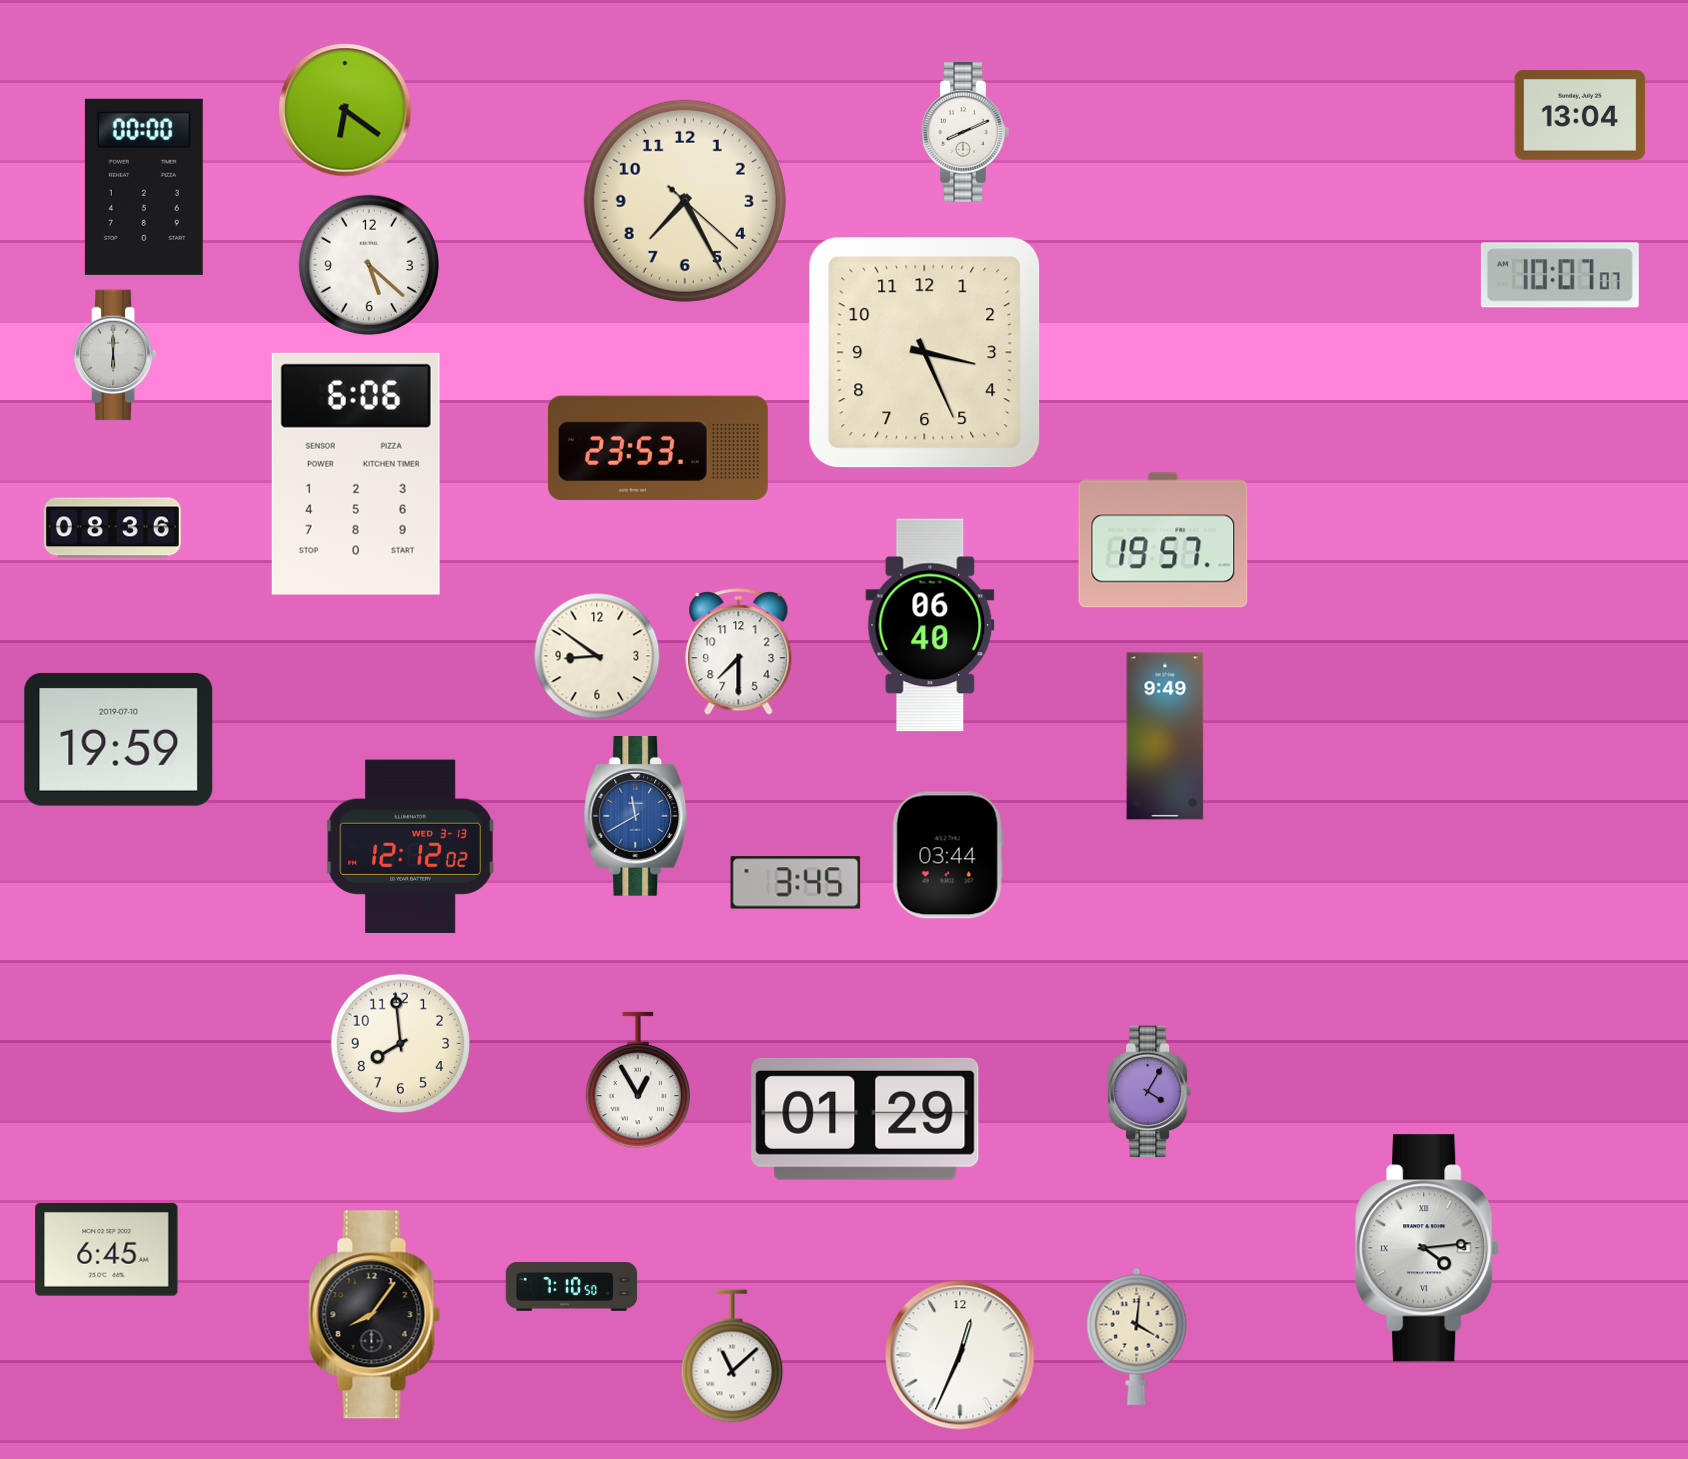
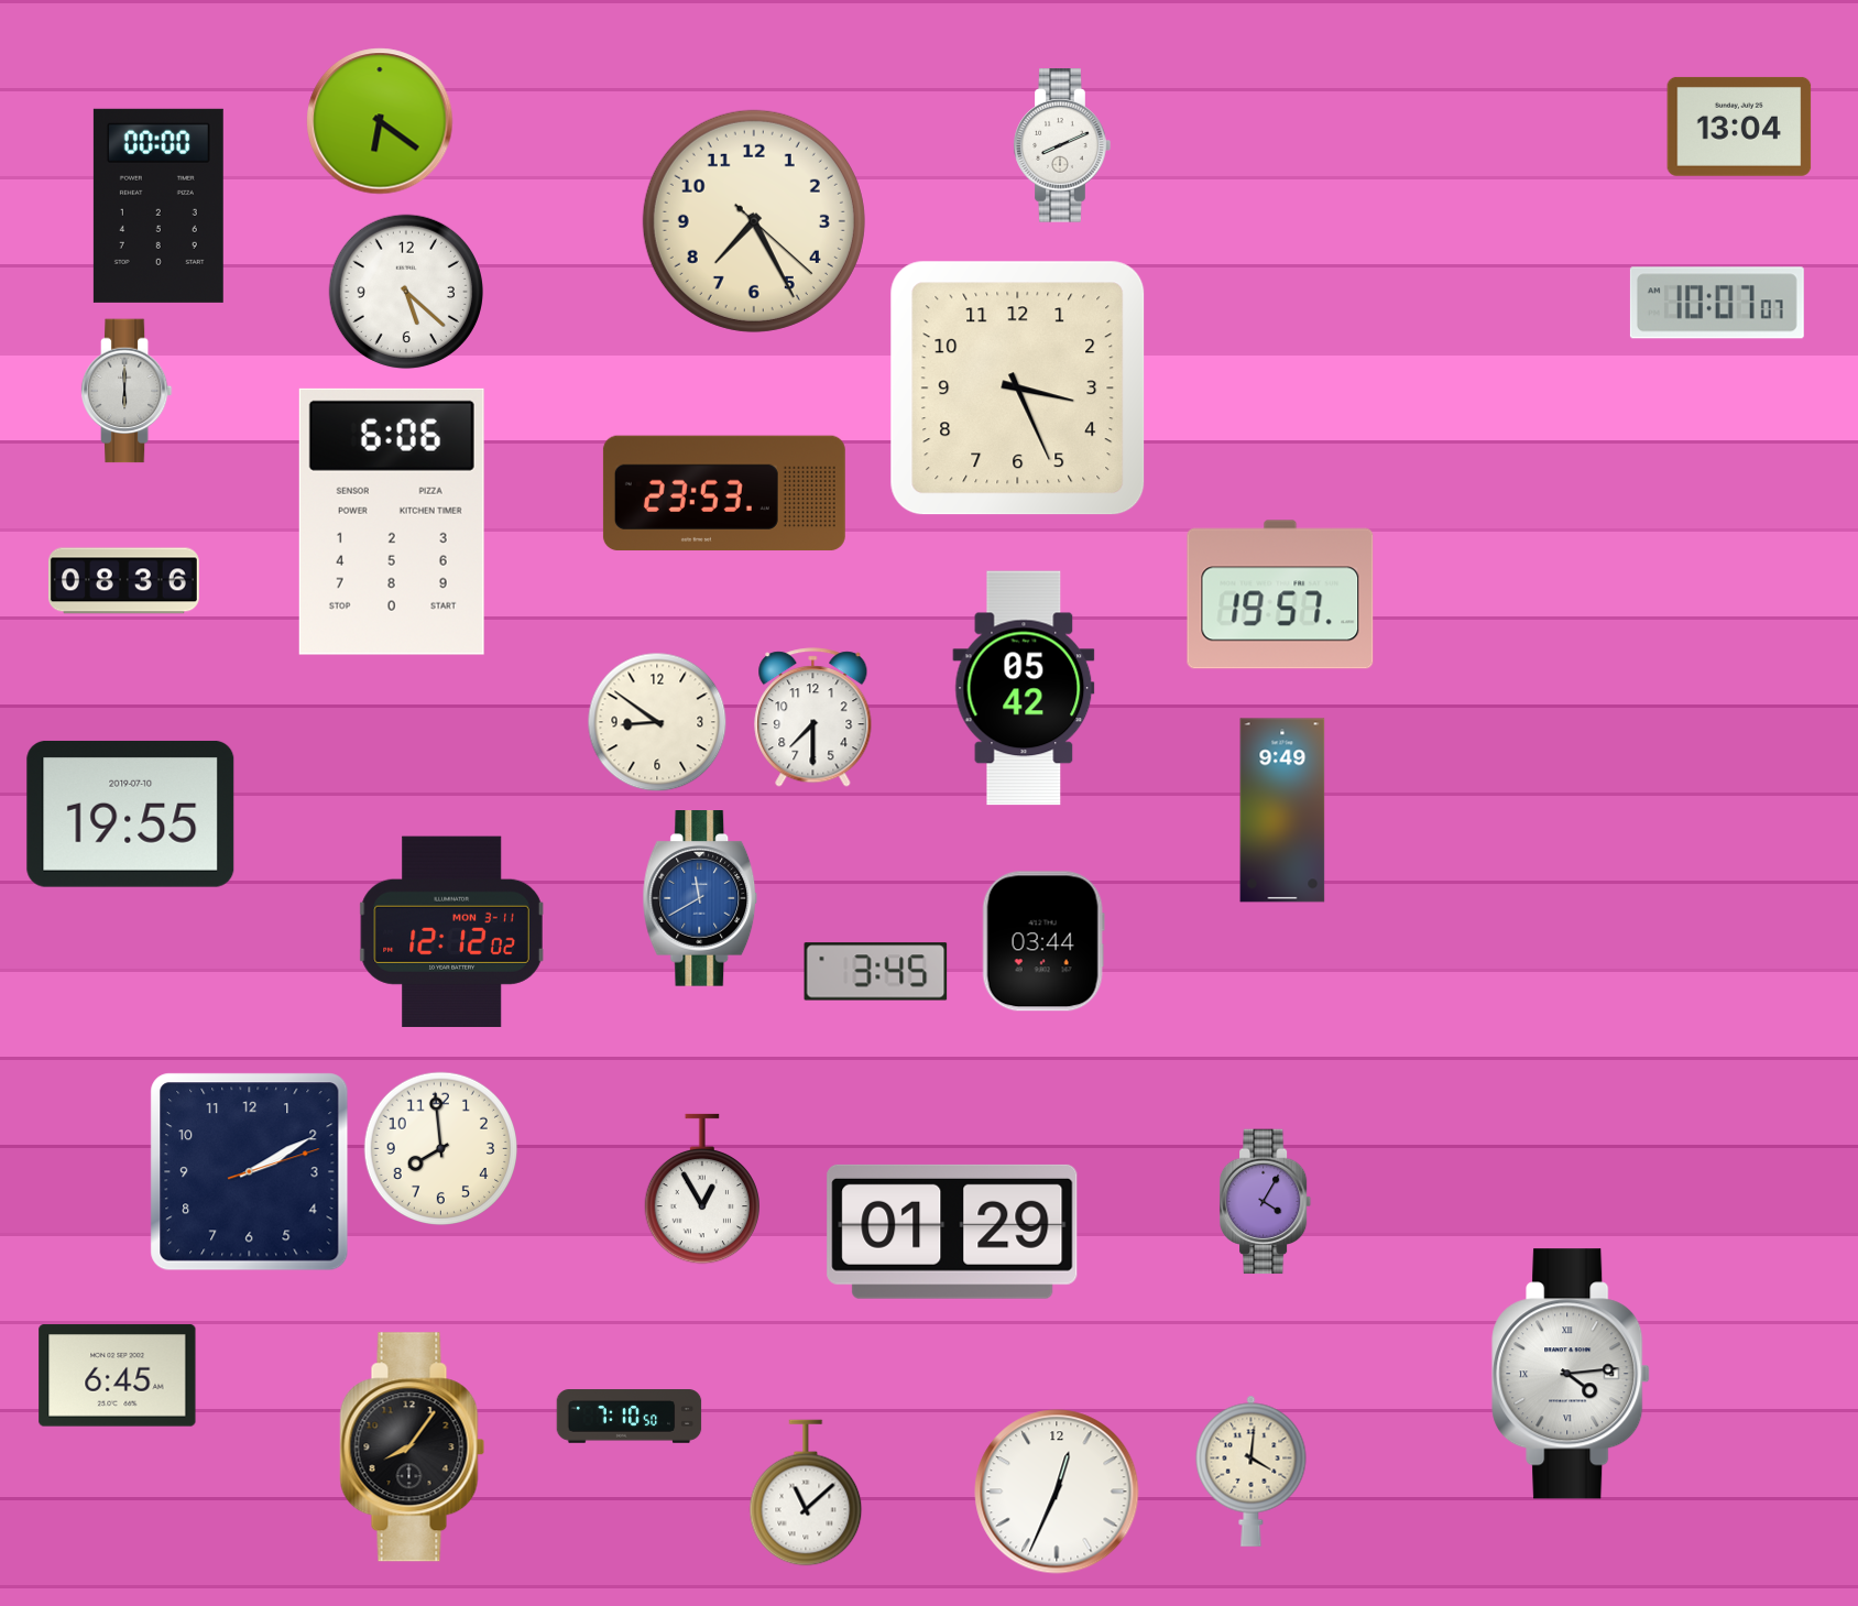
clock at (930, 625): 06:40 -> 05:42
clock at (119, 739): 19:59 -> 19:55
clock at (410, 846) date: WED 3-13 -> MON 3-11
clock at (250, 1172): none -> 2:10
